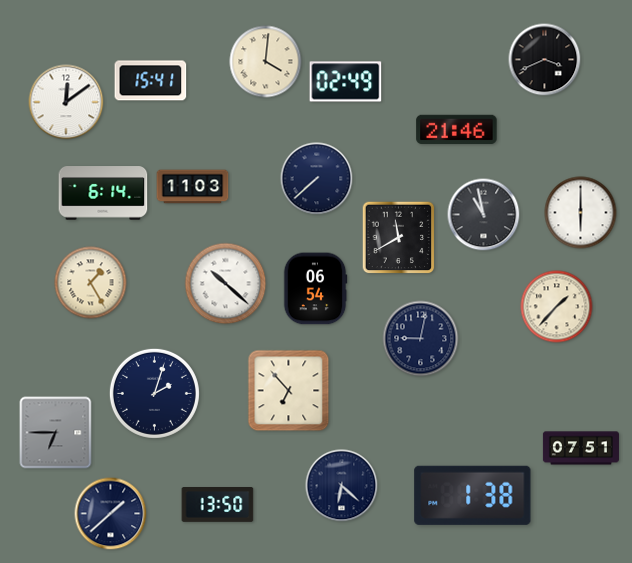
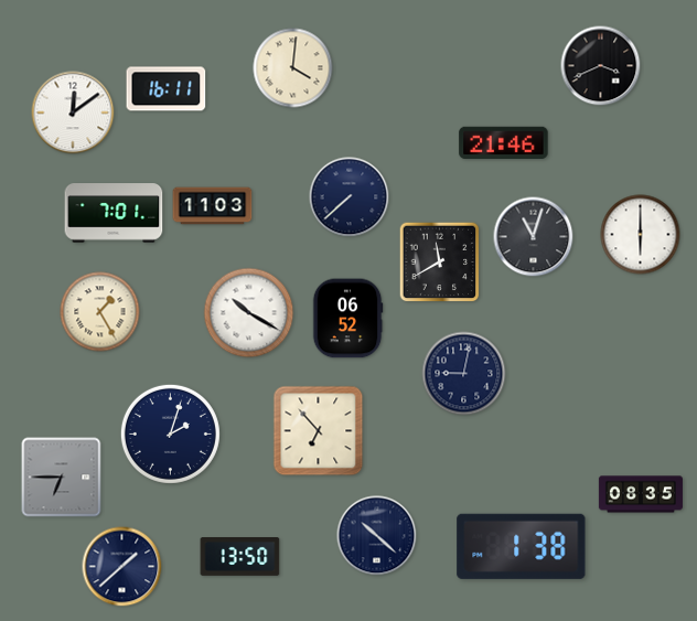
clock at (151, 81): 15:41 -> 16:11
clock at (346, 82): 02:49 -> none
clock at (103, 193): 6:14 -> 7:01
clock at (484, 215): 10:58 -> 11:03
clock at (226, 284): 10:22 -> 10:20
clock at (315, 289): 06:54 -> 06:52
clock at (557, 307): 1:37 -> none
clock at (581, 448): 07:51 -> 08:35
clock at (342, 486): 6:22 -> 10:22
